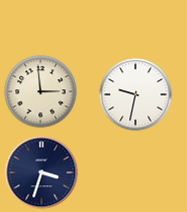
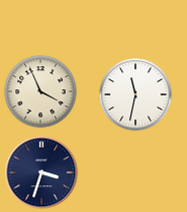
clock at (41, 92): 2:59 -> 3:56
clock at (136, 95): 9:32 -> 11:32
